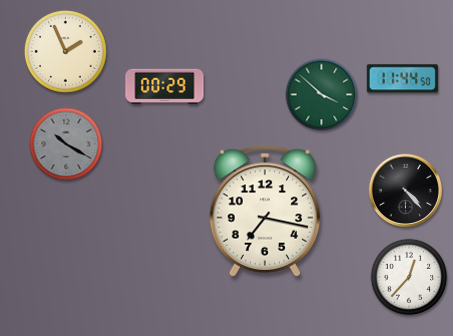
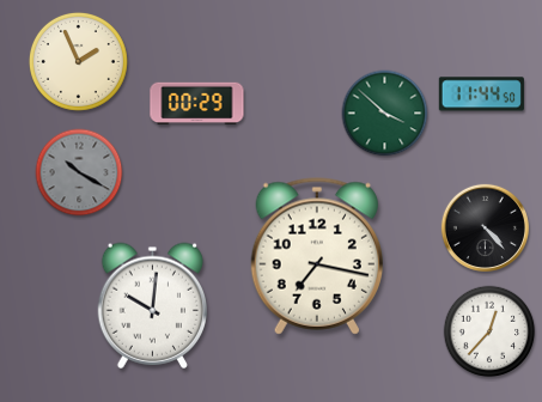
clock at (264, 211) position: (264, 211) -> (316, 256)
clock at (152, 305): none -> 10:01
